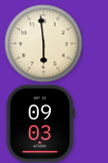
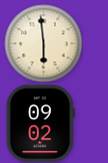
clock at (40, 123): 09:03 -> 09:02
